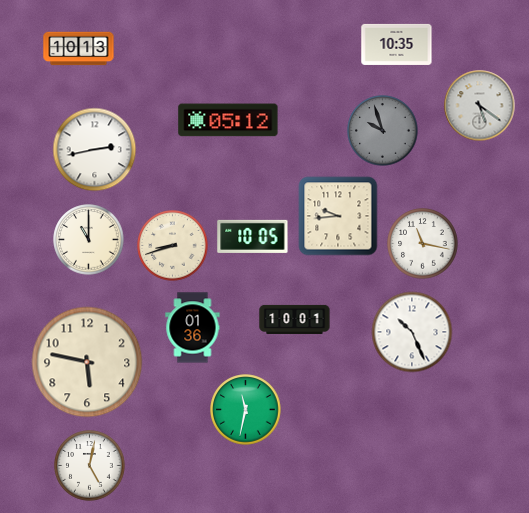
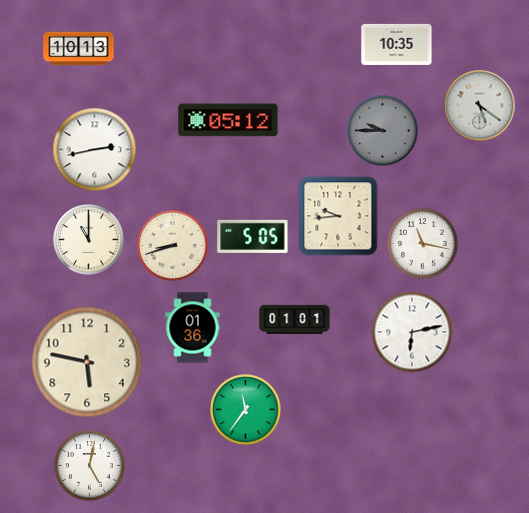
clock at (383, 131): 9:57 -> 9:45
clock at (253, 236): 10:05 -> 5:05
clock at (295, 319): 10:01 -> 01:01
clock at (412, 332): 10:26 -> 6:13
clock at (246, 410): 11:32 -> 11:36
